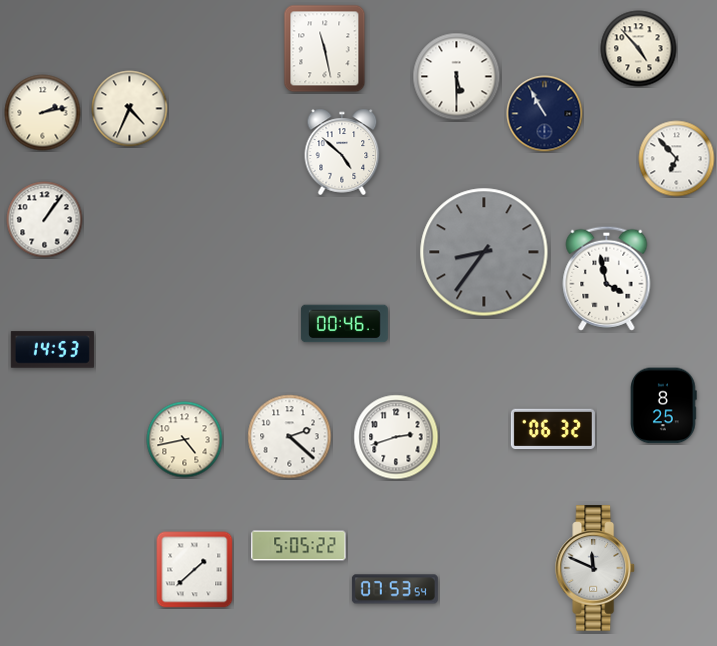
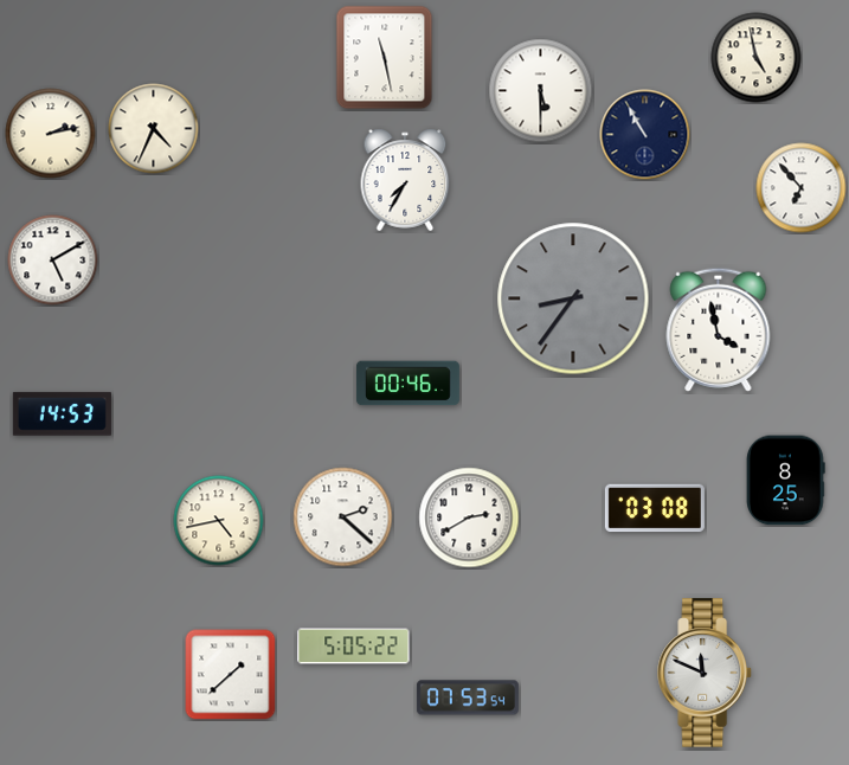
clock at (639, 49): 4:53 -> 4:58
clock at (342, 152): 4:52 -> 7:35
clock at (45, 220): 1:06 -> 5:10
clock at (553, 429): 06:32 -> 03:08
clock at (396, 437): 2:42 -> 2:40
